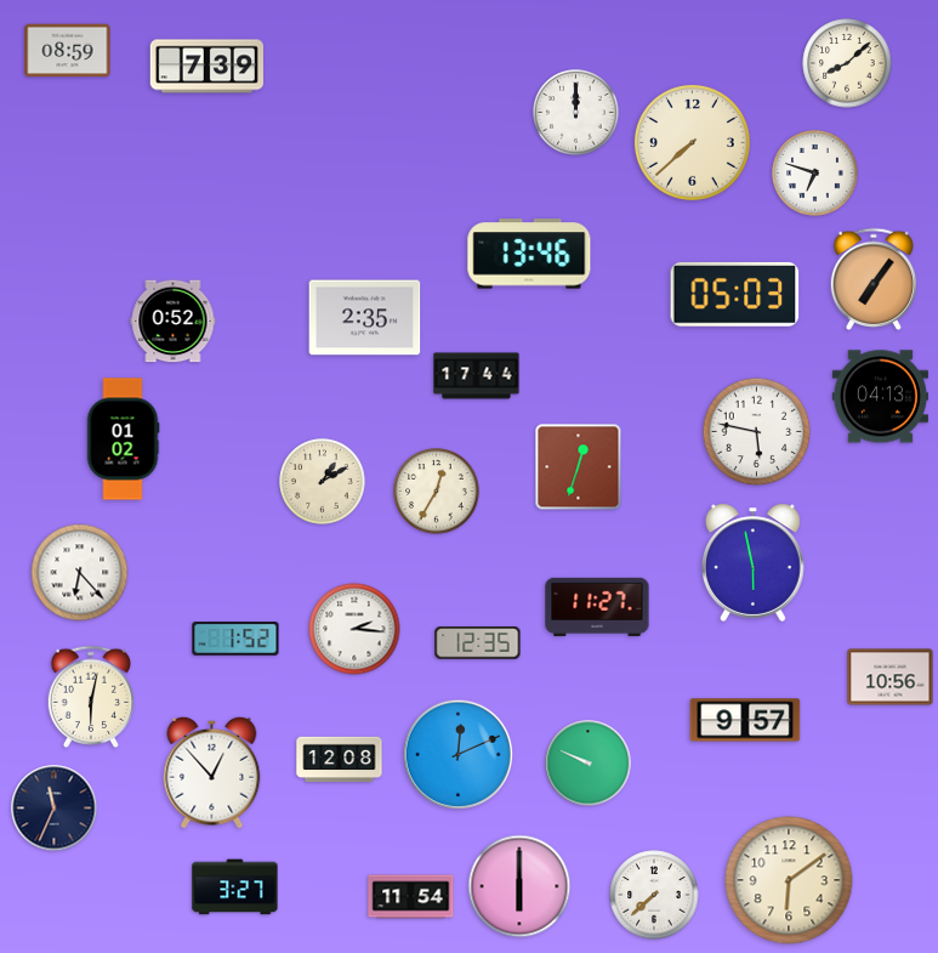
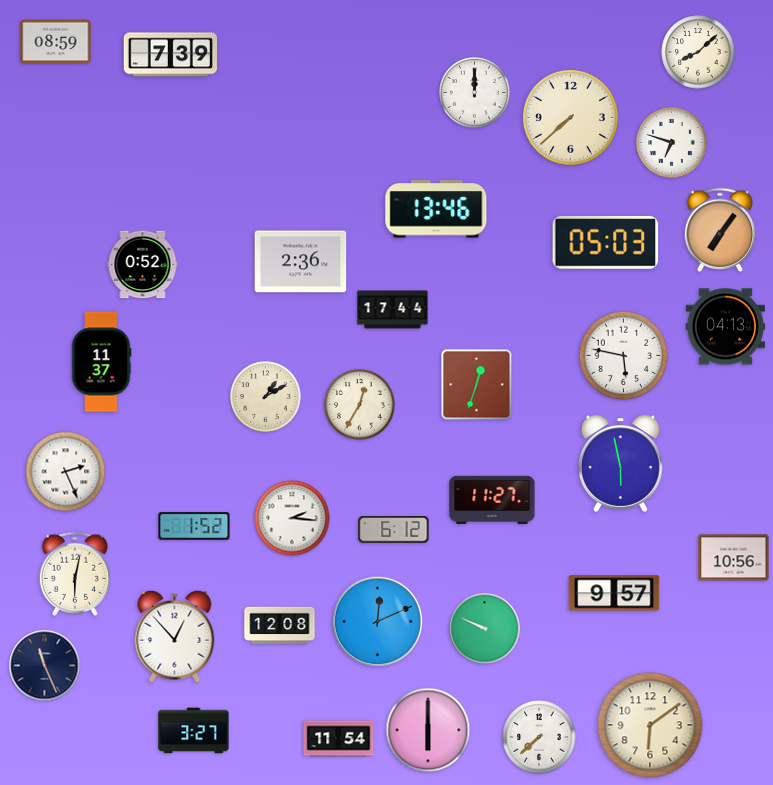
clock at (365, 318): 2:35 -> 2:36
clock at (123, 439): 01:02 -> 11:37
clock at (80, 573): 6:23 -> 2:26
clock at (478, 643): 12:35 -> 6:12
clock at (55, 809): 11:34 -> 11:26
